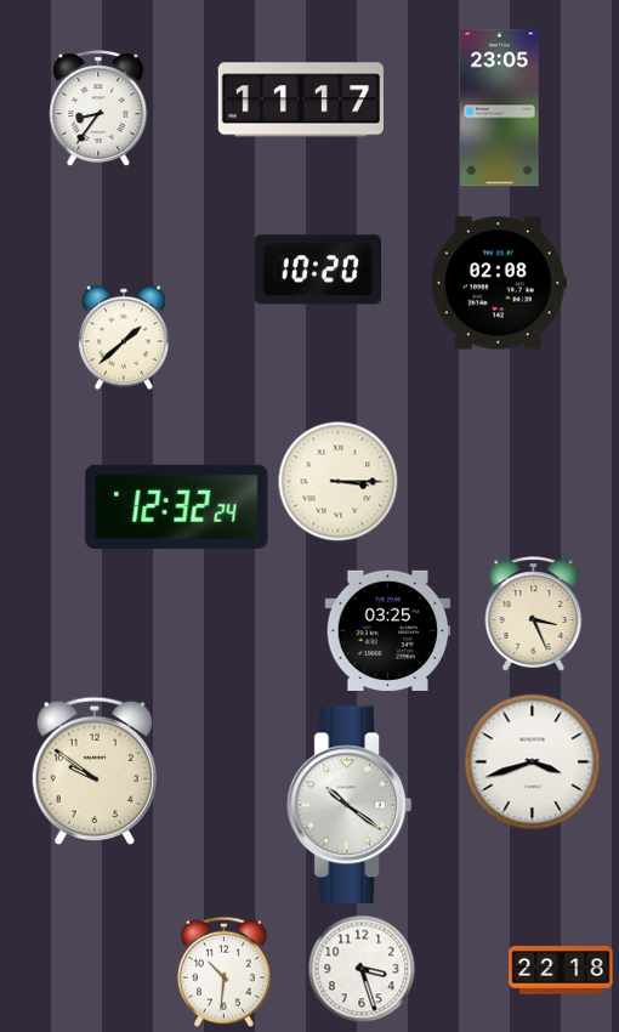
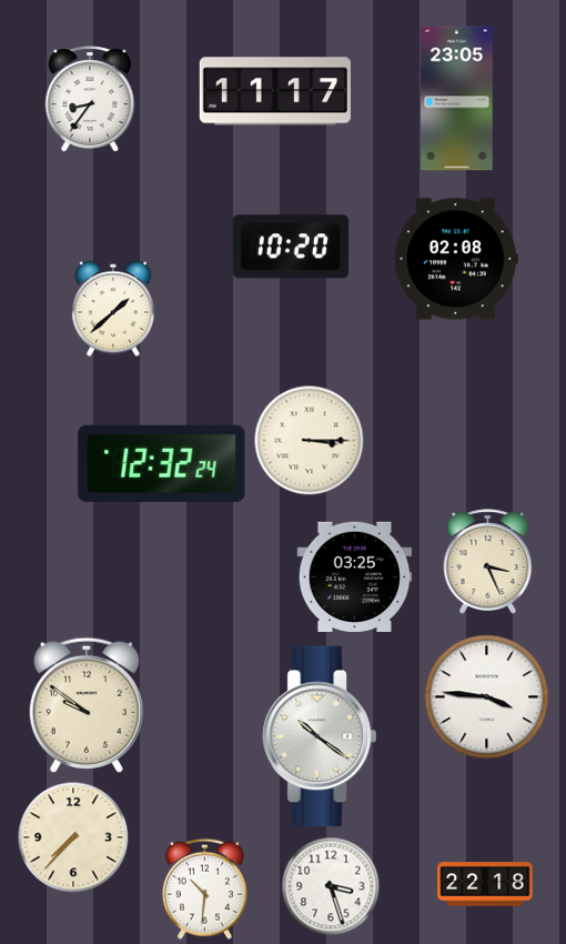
clock at (533, 762): 3:42 -> 3:46
clock at (73, 837): none -> 7:37
clock at (561, 970) position: (561, 970) -> (485, 884)
